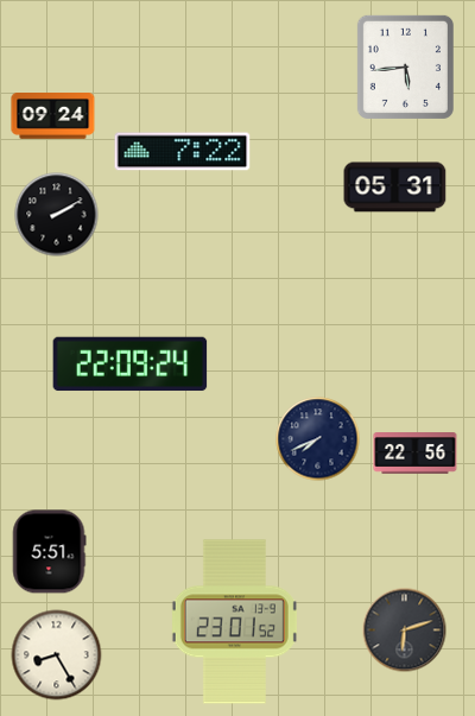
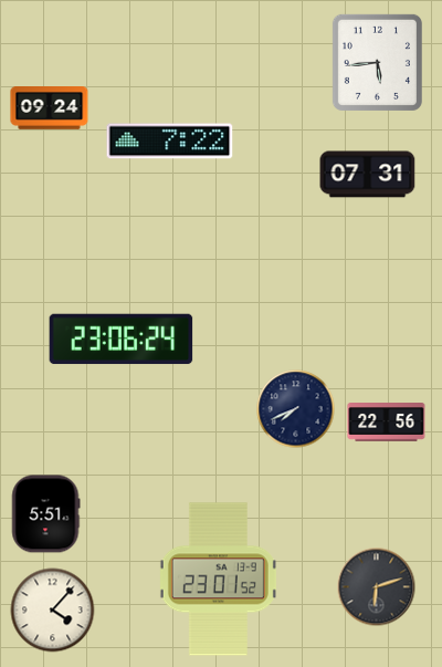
clock at (395, 188): 05:31 -> 07:31
clock at (57, 215): 2:10 -> none
clock at (131, 365): 22:09 -> 23:06
clock at (57, 655): 8:25 -> 4:07
